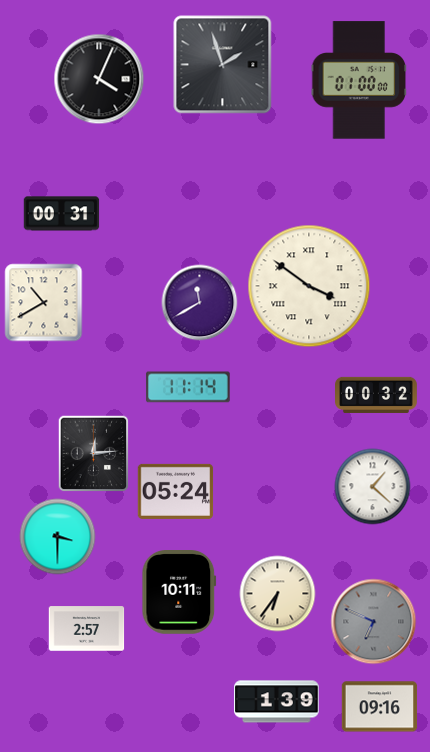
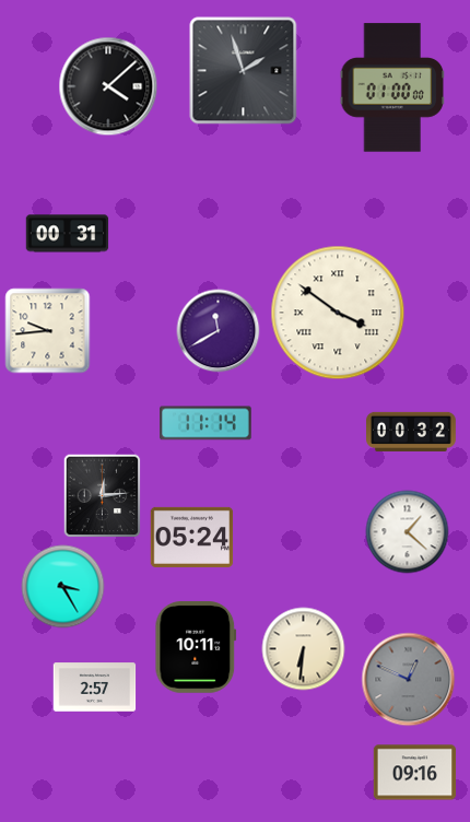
clock at (99, 79): 4:04 -> 4:08
clock at (44, 303): 10:40 -> 9:44
clock at (58, 537): 3:30 -> 3:25
clock at (278, 594): 6:36 -> 6:31
clock at (374, 622): 6:49 -> 12:49
clock at (277, 702): 1:39 -> none
